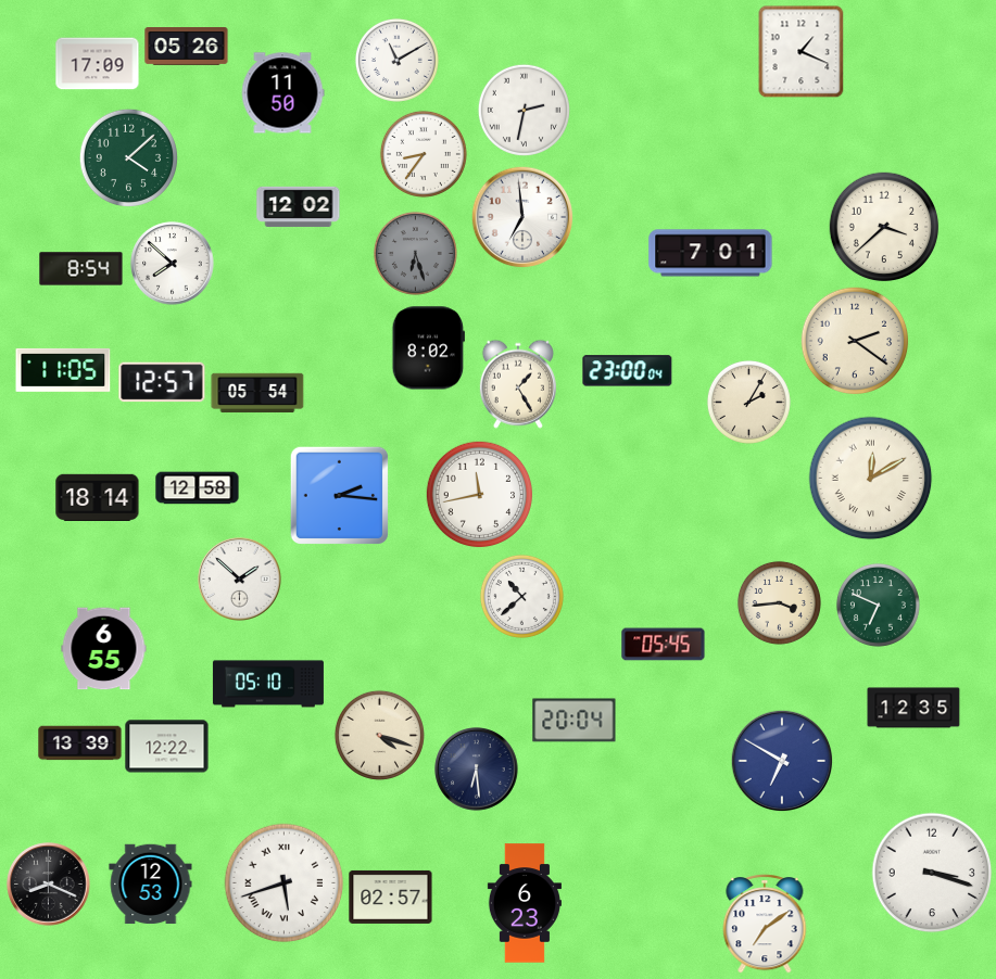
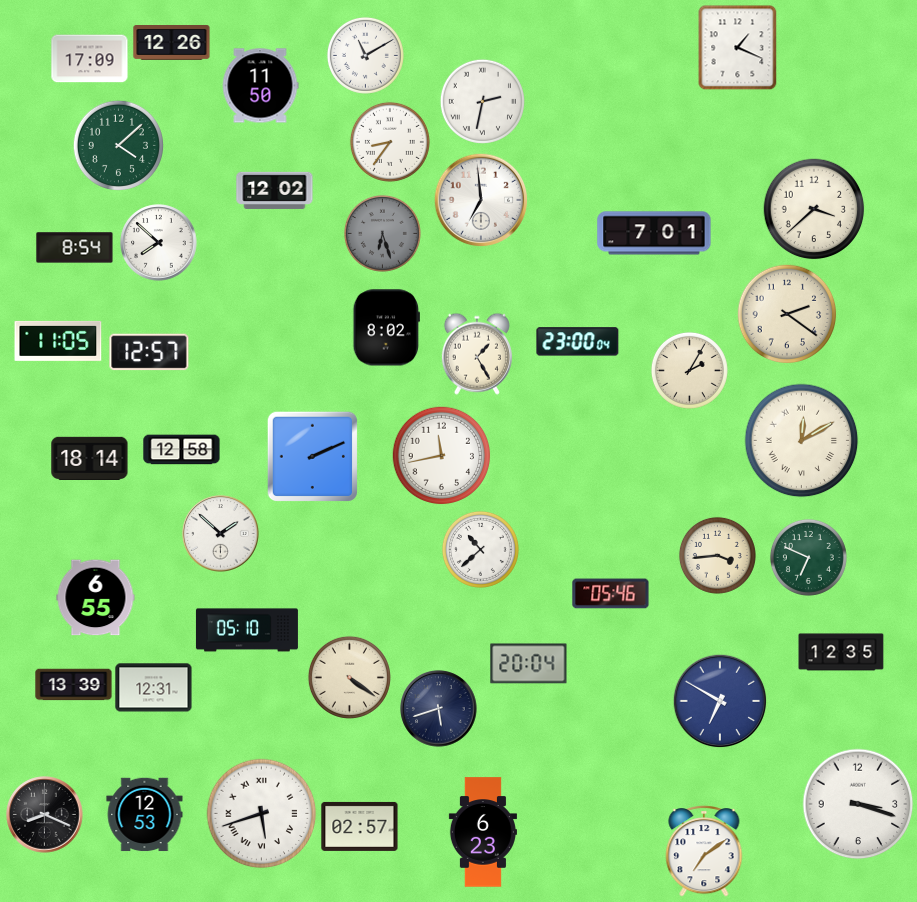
clock at (187, 47): 05:26 -> 12:26
clock at (428, 348) position: (428, 348) -> (386, 328)
clock at (257, 392): 05:54 -> none
clock at (339, 495): 2:16 -> 2:11
clock at (664, 645): 05:45 -> 05:46
clock at (379, 735): 4:18 -> 4:21
clock at (167, 747): 12:22 -> 12:31
clock at (477, 770): 6:29 -> 5:42
clock at (151, 885) position: (151, 885) -> (145, 815)
